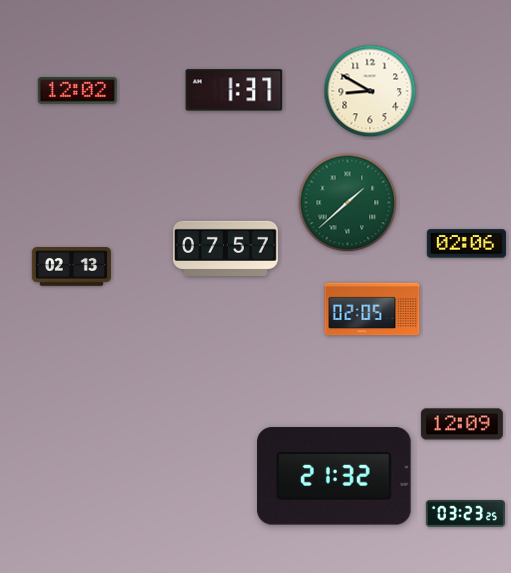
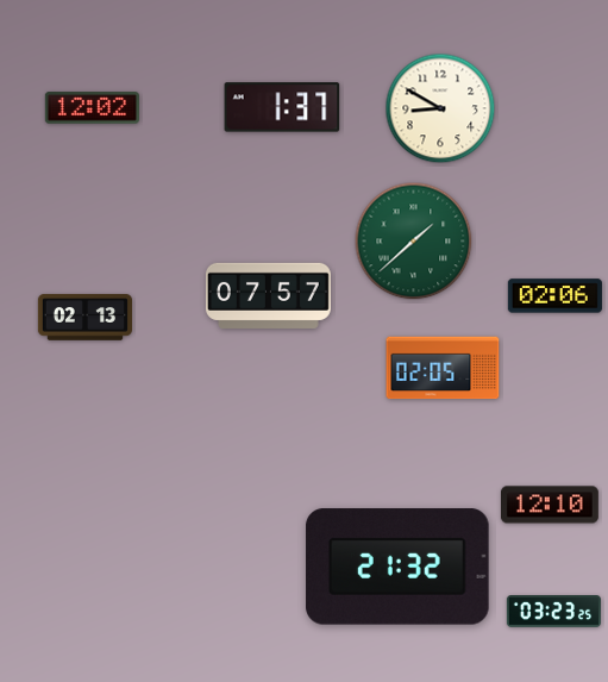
clock at (234, 90) position: (234, 90) -> (282, 107)
clock at (466, 244) position: (466, 244) -> (554, 296)
clock at (462, 424): 12:09 -> 12:10
